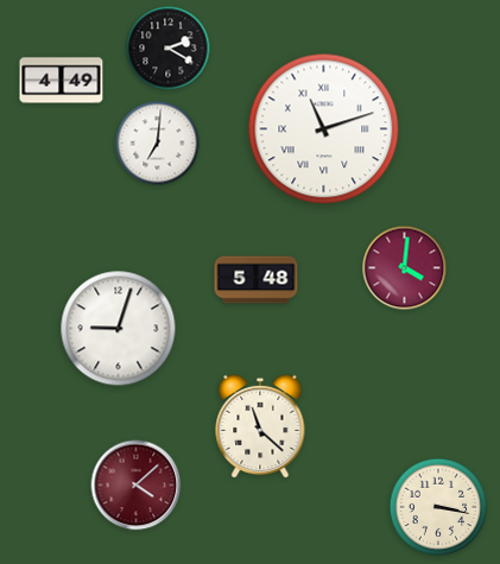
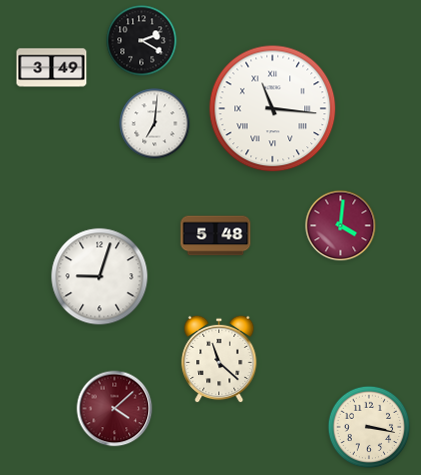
clock at (62, 81): 4:49 -> 3:49
clock at (324, 129): 11:12 -> 11:16
clock at (158, 144) position: (158, 144) -> (155, 124)
